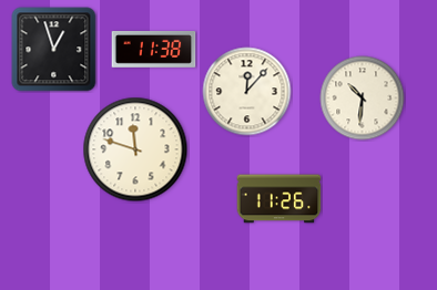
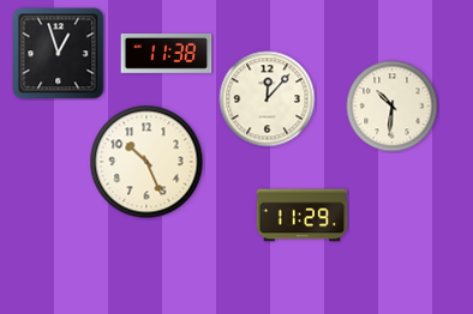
clock at (135, 149): 11:48 -> 10:26
clock at (280, 199): 11:26 -> 11:29
